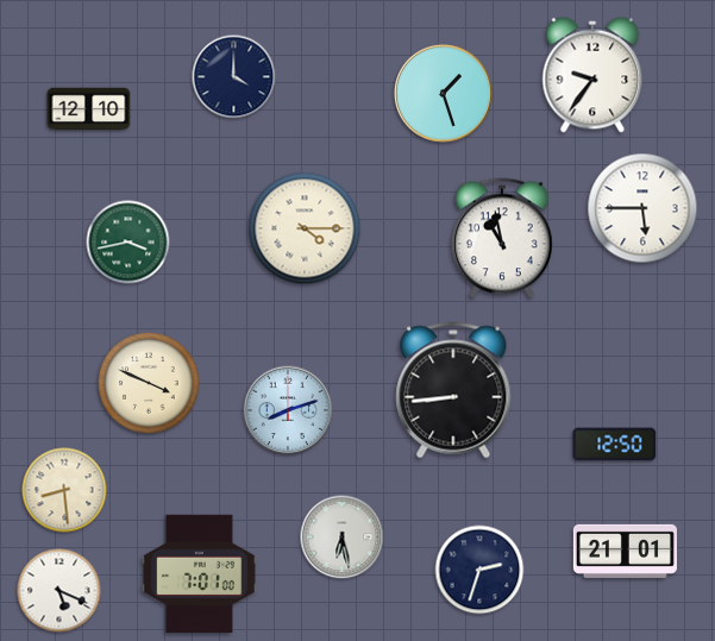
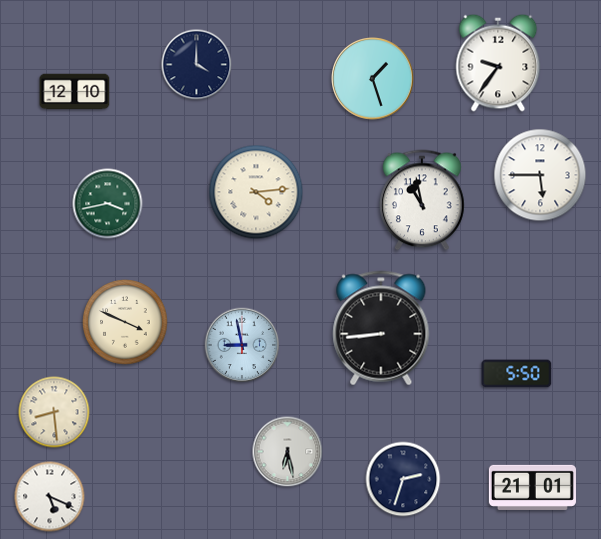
clock at (305, 228): 4:15 -> 4:14
clock at (288, 410): 8:12 -> 8:58
clock at (615, 445): 12:50 -> 5:50
clock at (625, 551) position: (625, 551) -> (532, 487)
clock at (199, 574): 7:01 -> none
